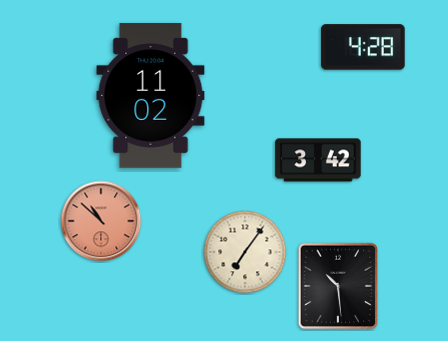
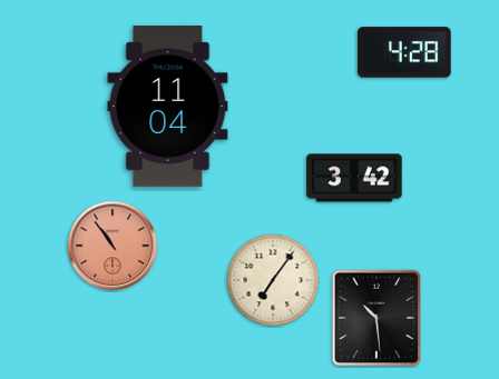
clock at (151, 96): 11:02 -> 11:04
clock at (101, 221): 10:52 -> 10:54
